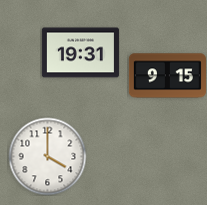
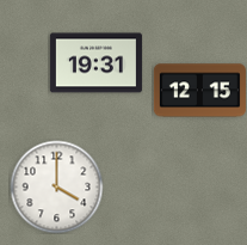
clock at (167, 76): 9:15 -> 12:15
